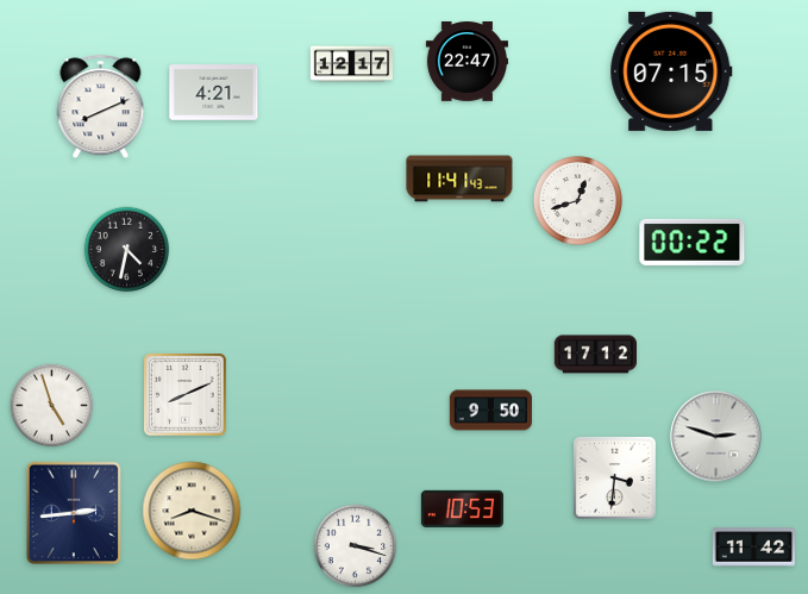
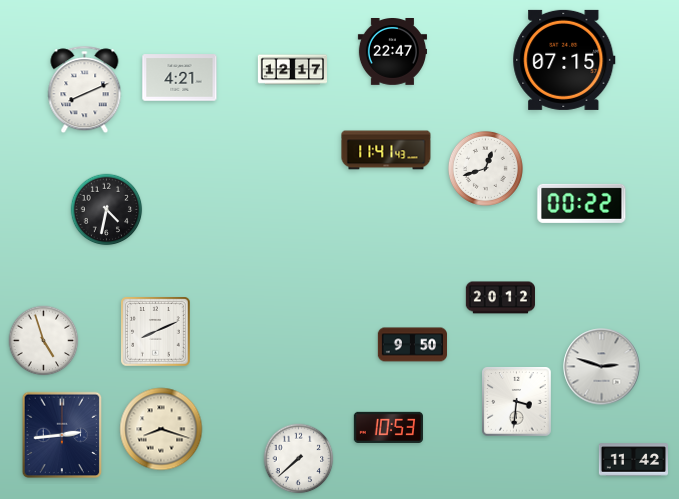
clock at (351, 64) position: (351, 64) -> (292, 70)
clock at (595, 355): 17:12 -> 20:12
clock at (74, 513) position: (74, 513) -> (62, 435)
clock at (356, 546): 3:18 -> 7:38
